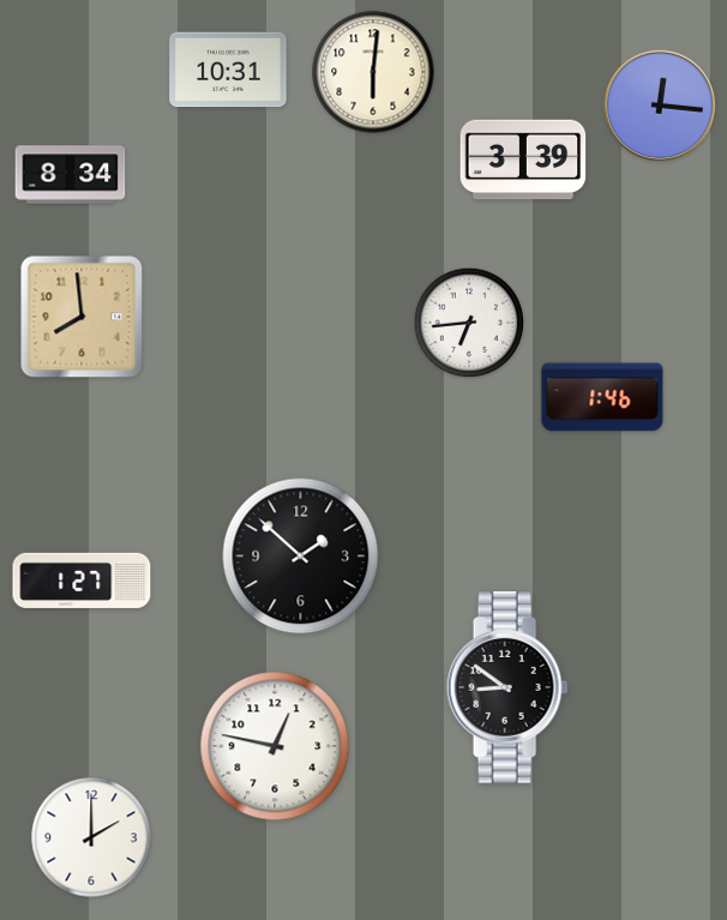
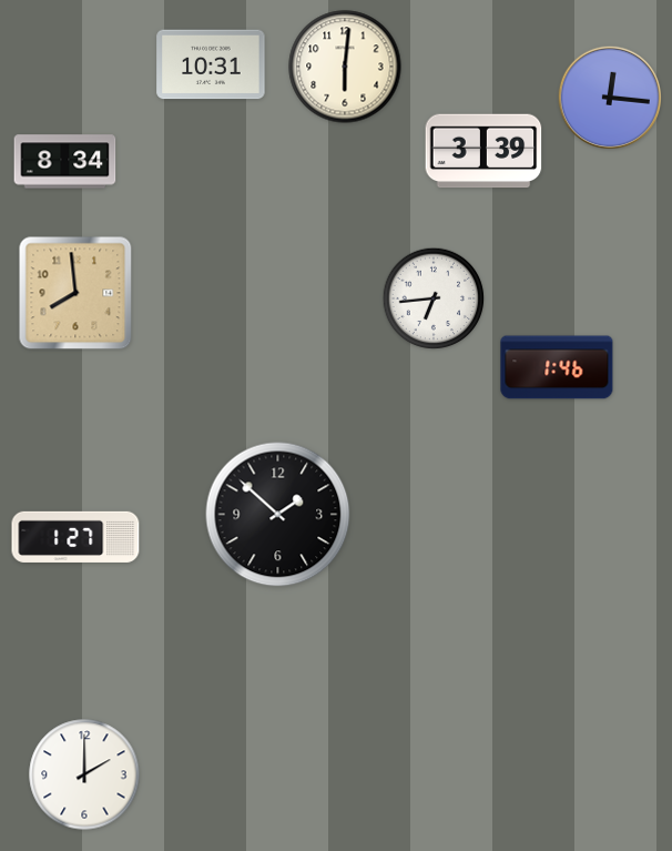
clock at (523, 160) position: (523, 160) -> (483, 151)
clock at (507, 689): 8:51 -> none
clock at (275, 746): 12:47 -> none
